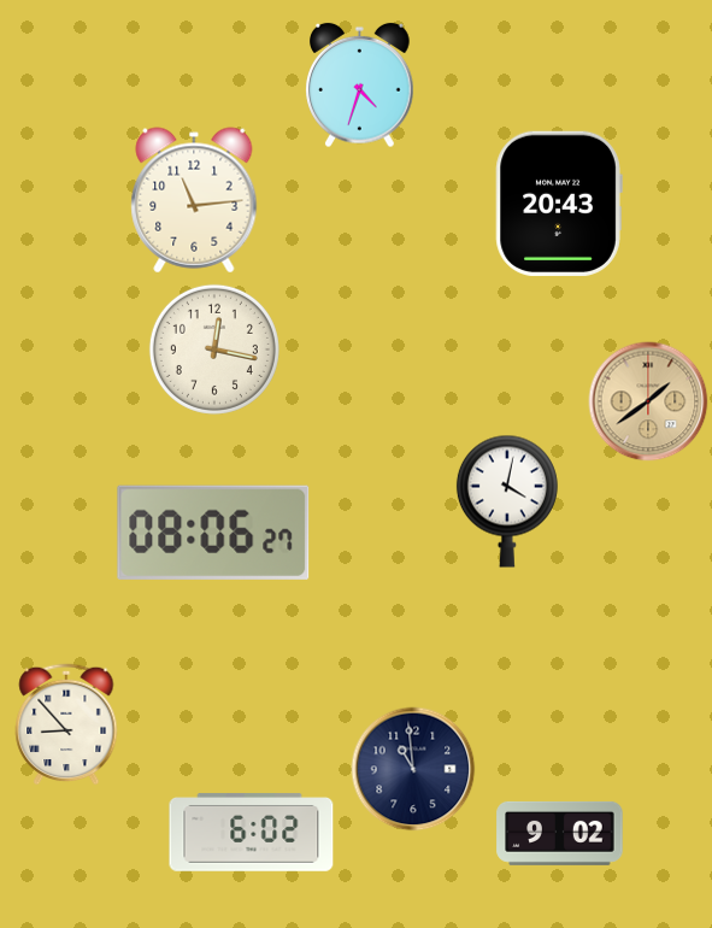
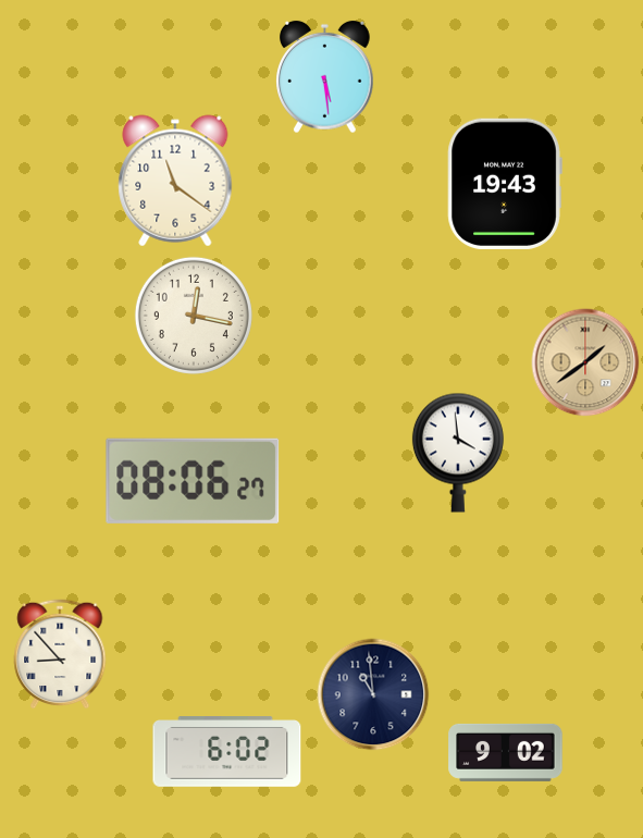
clock at (360, 86): 4:33 -> 5:29
clock at (194, 200): 11:14 -> 11:21
clock at (559, 204): 20:43 -> 19:43
clock at (507, 501): 4:02 -> 3:59
